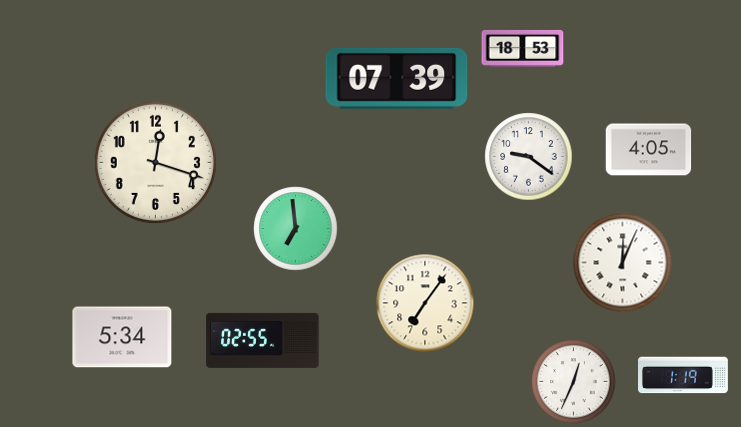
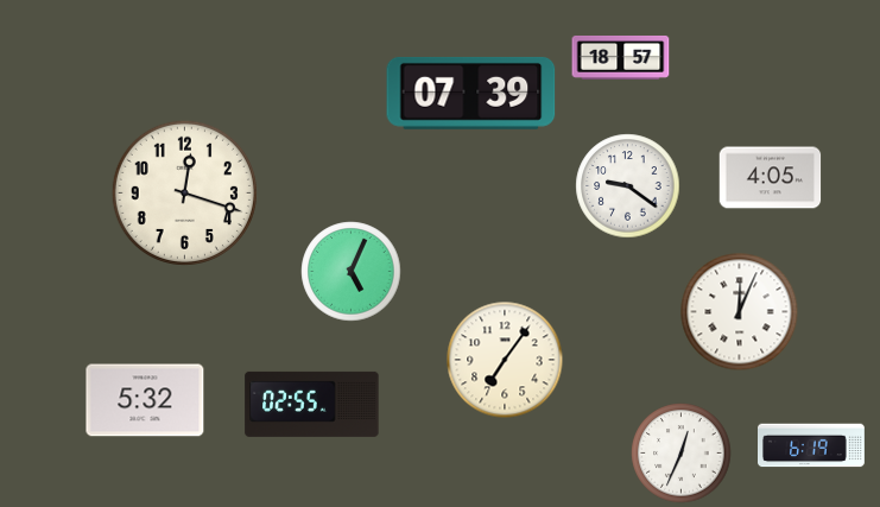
clock at (523, 48): 18:53 -> 18:57
clock at (296, 229): 6:59 -> 5:04
clock at (122, 337): 5:34 -> 5:32
clock at (684, 375): 1:19 -> 6:19
